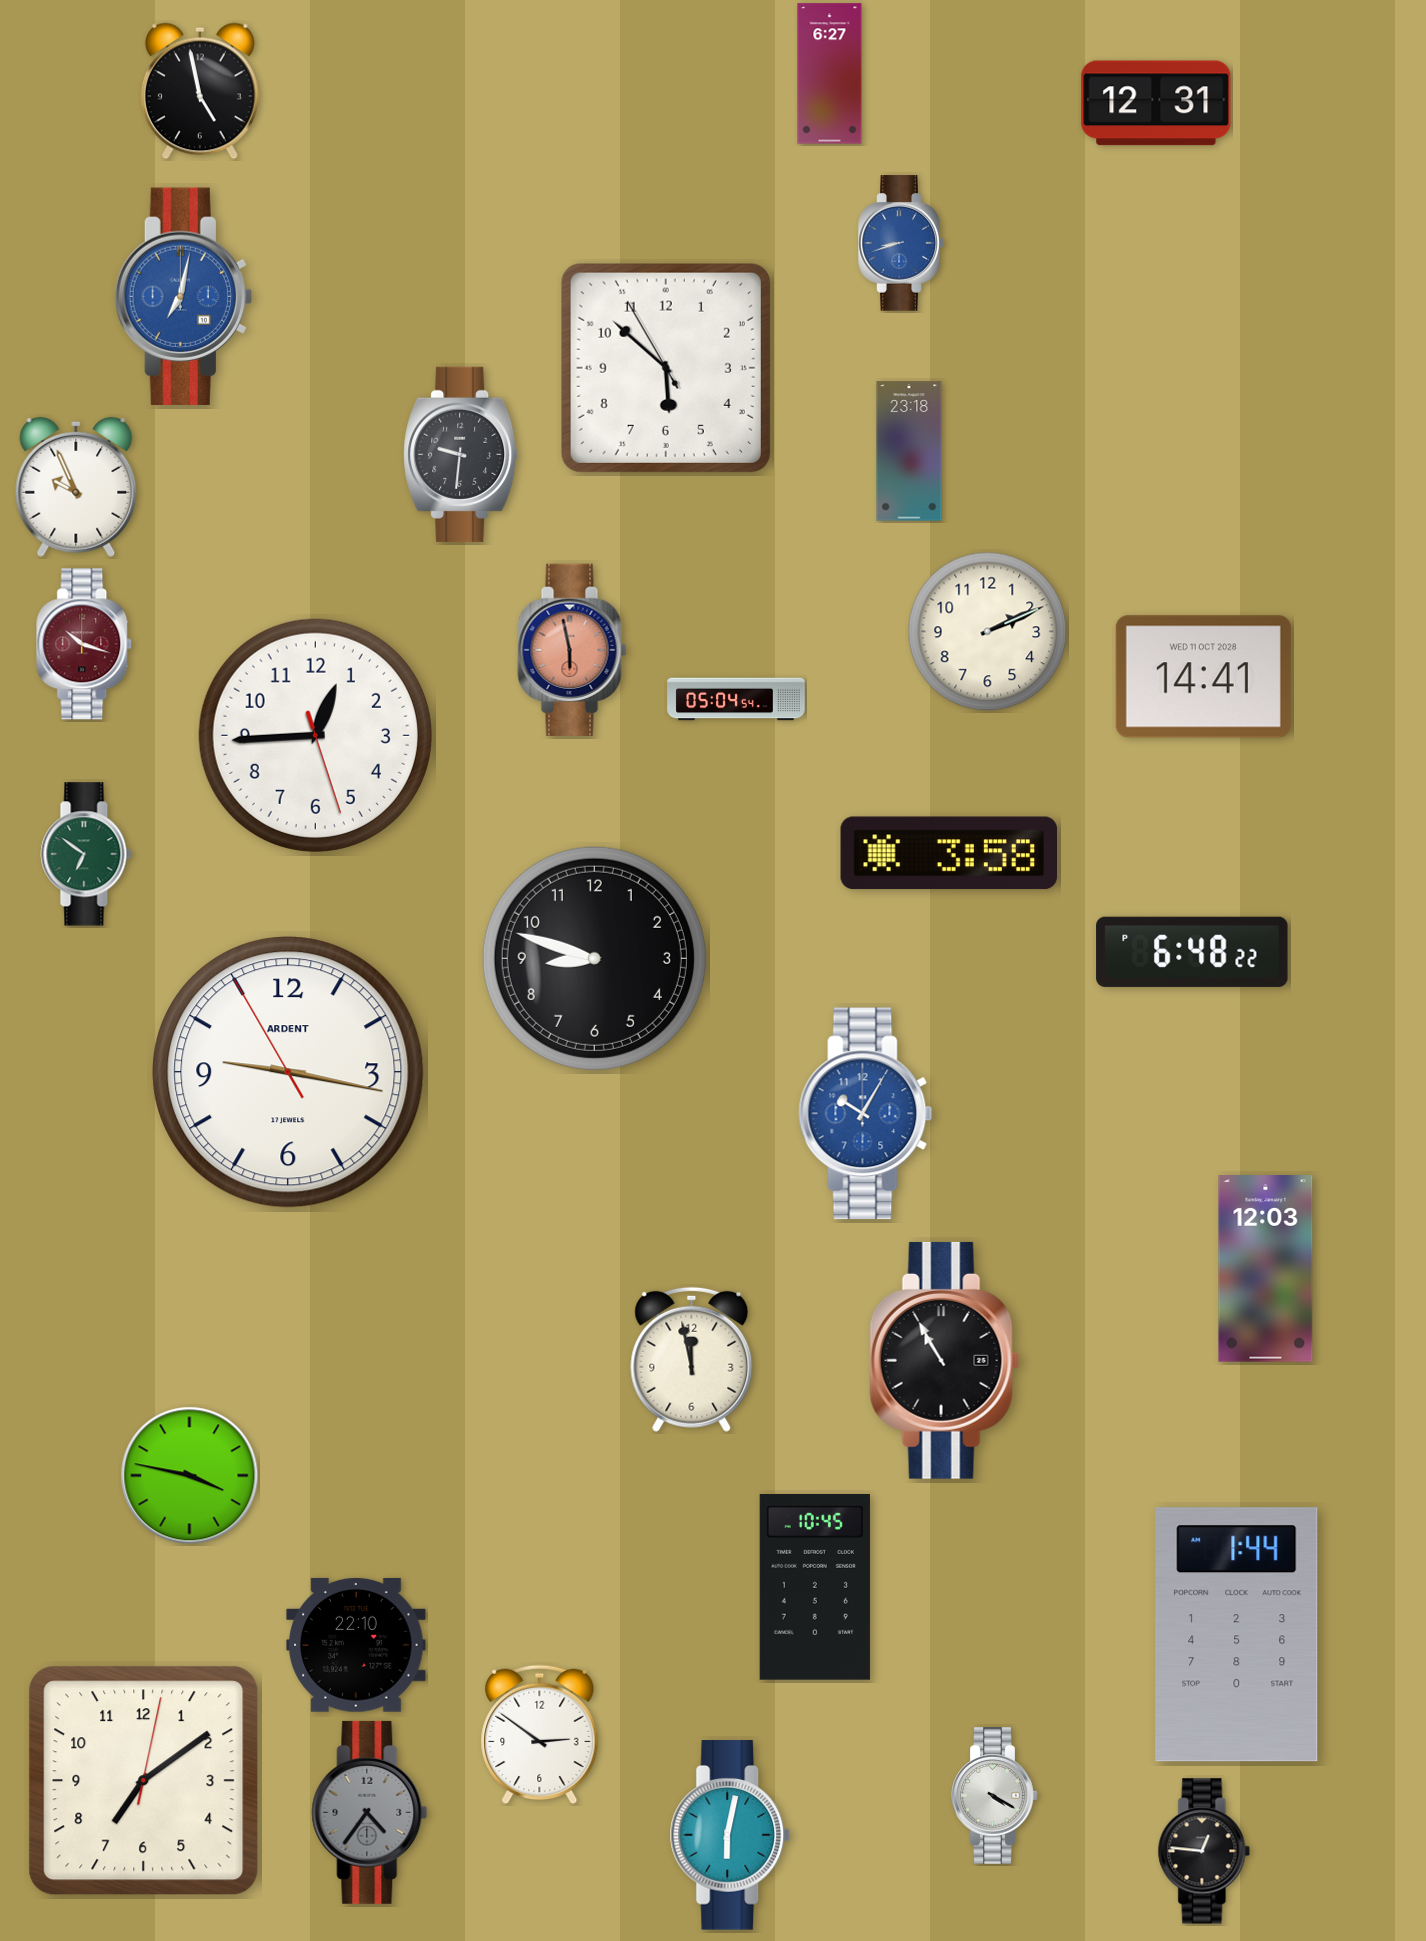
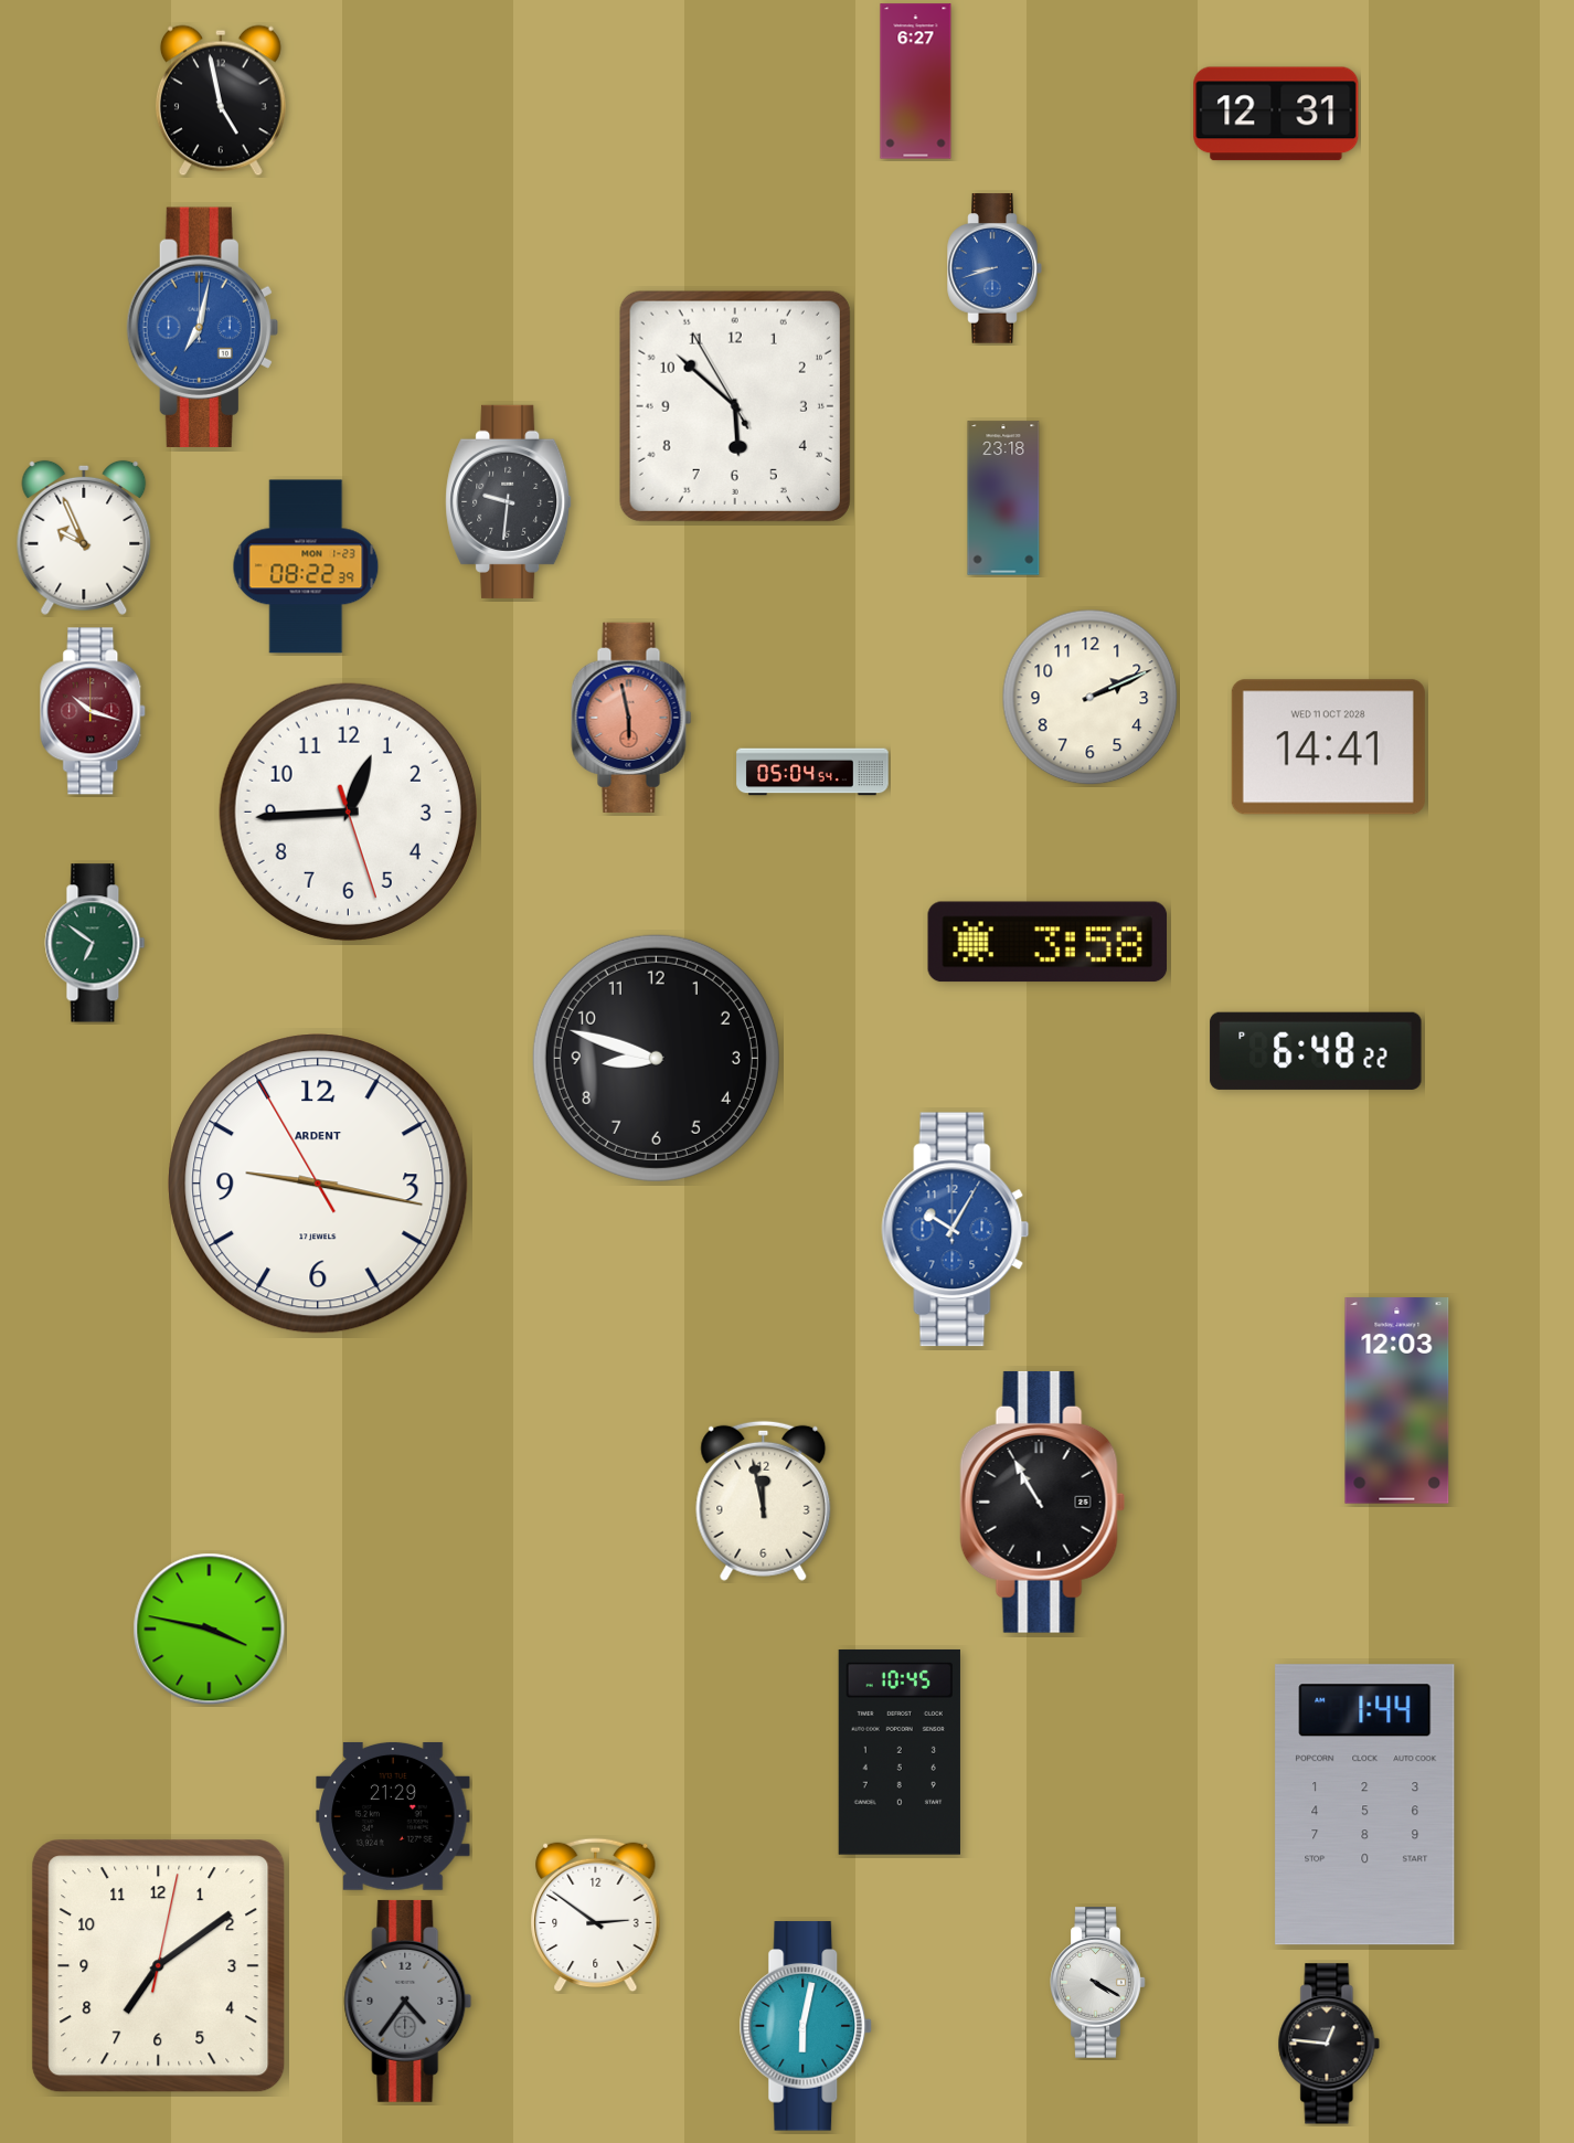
clock at (306, 566): none -> 08:22
clock at (356, 1645): 22:10 -> 21:29
